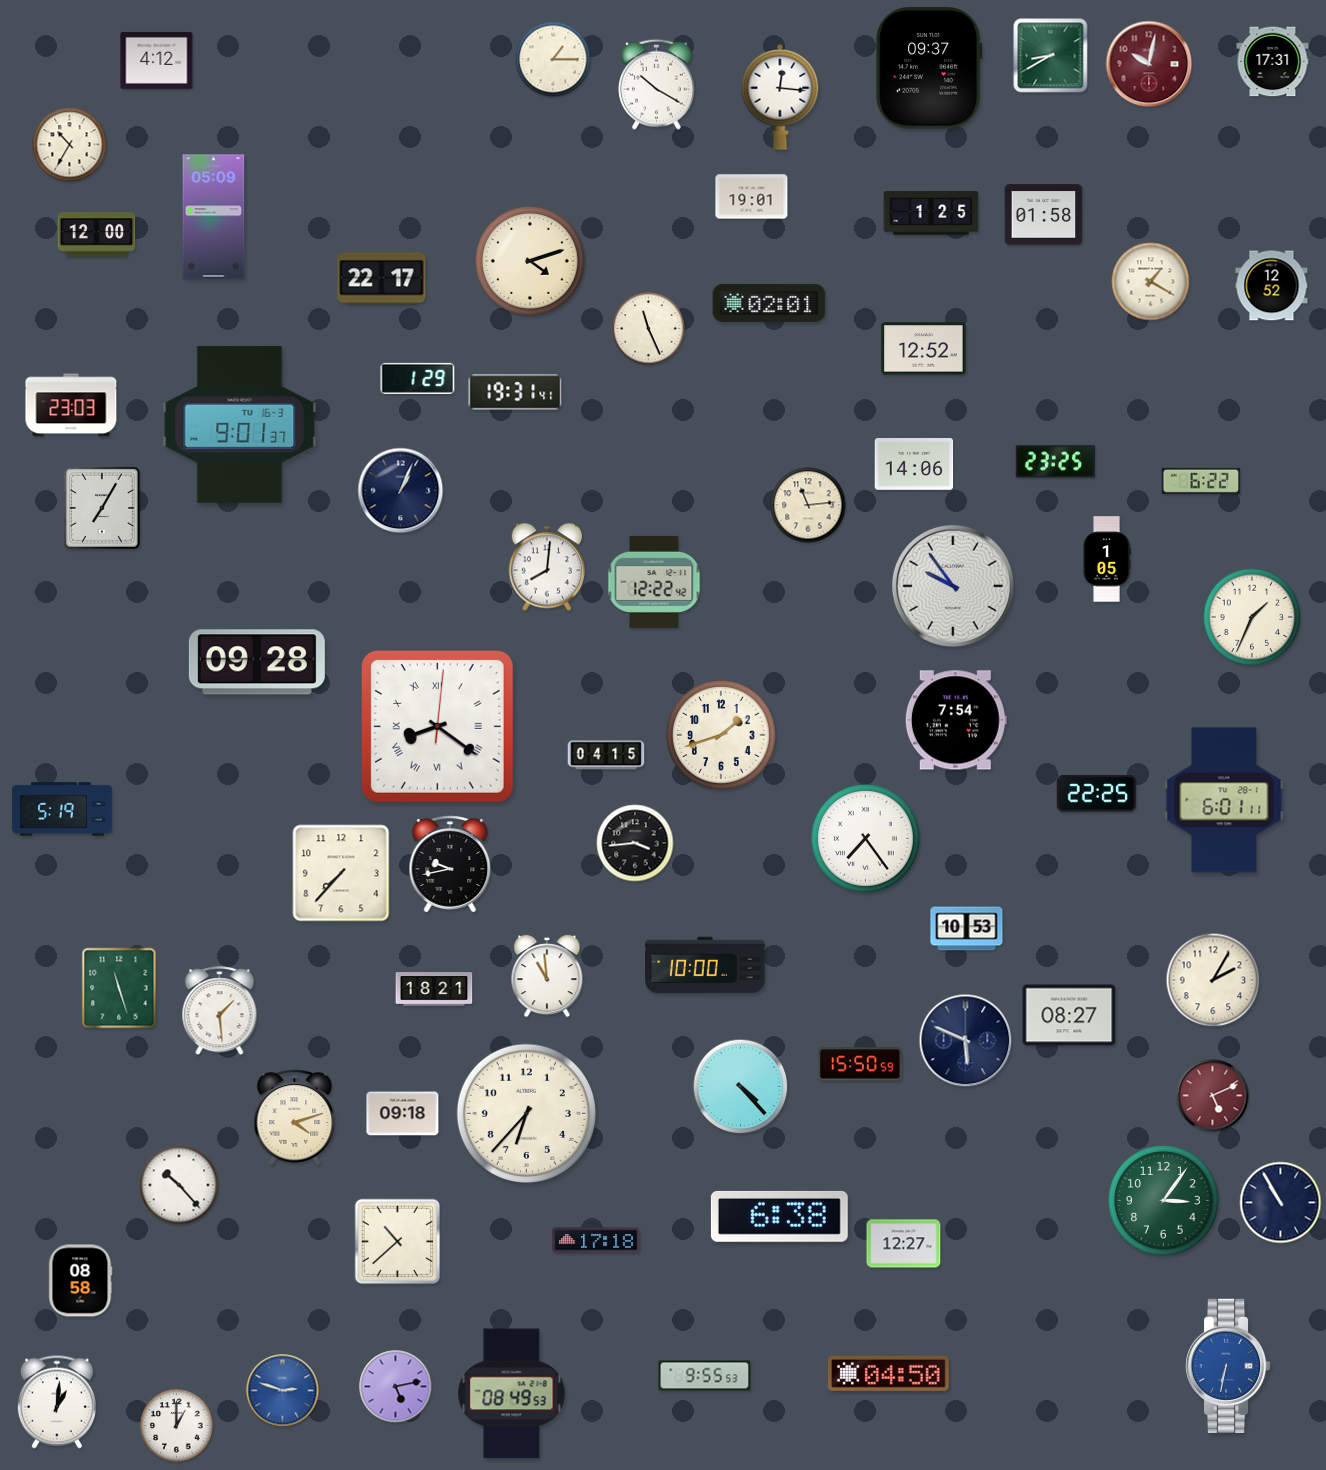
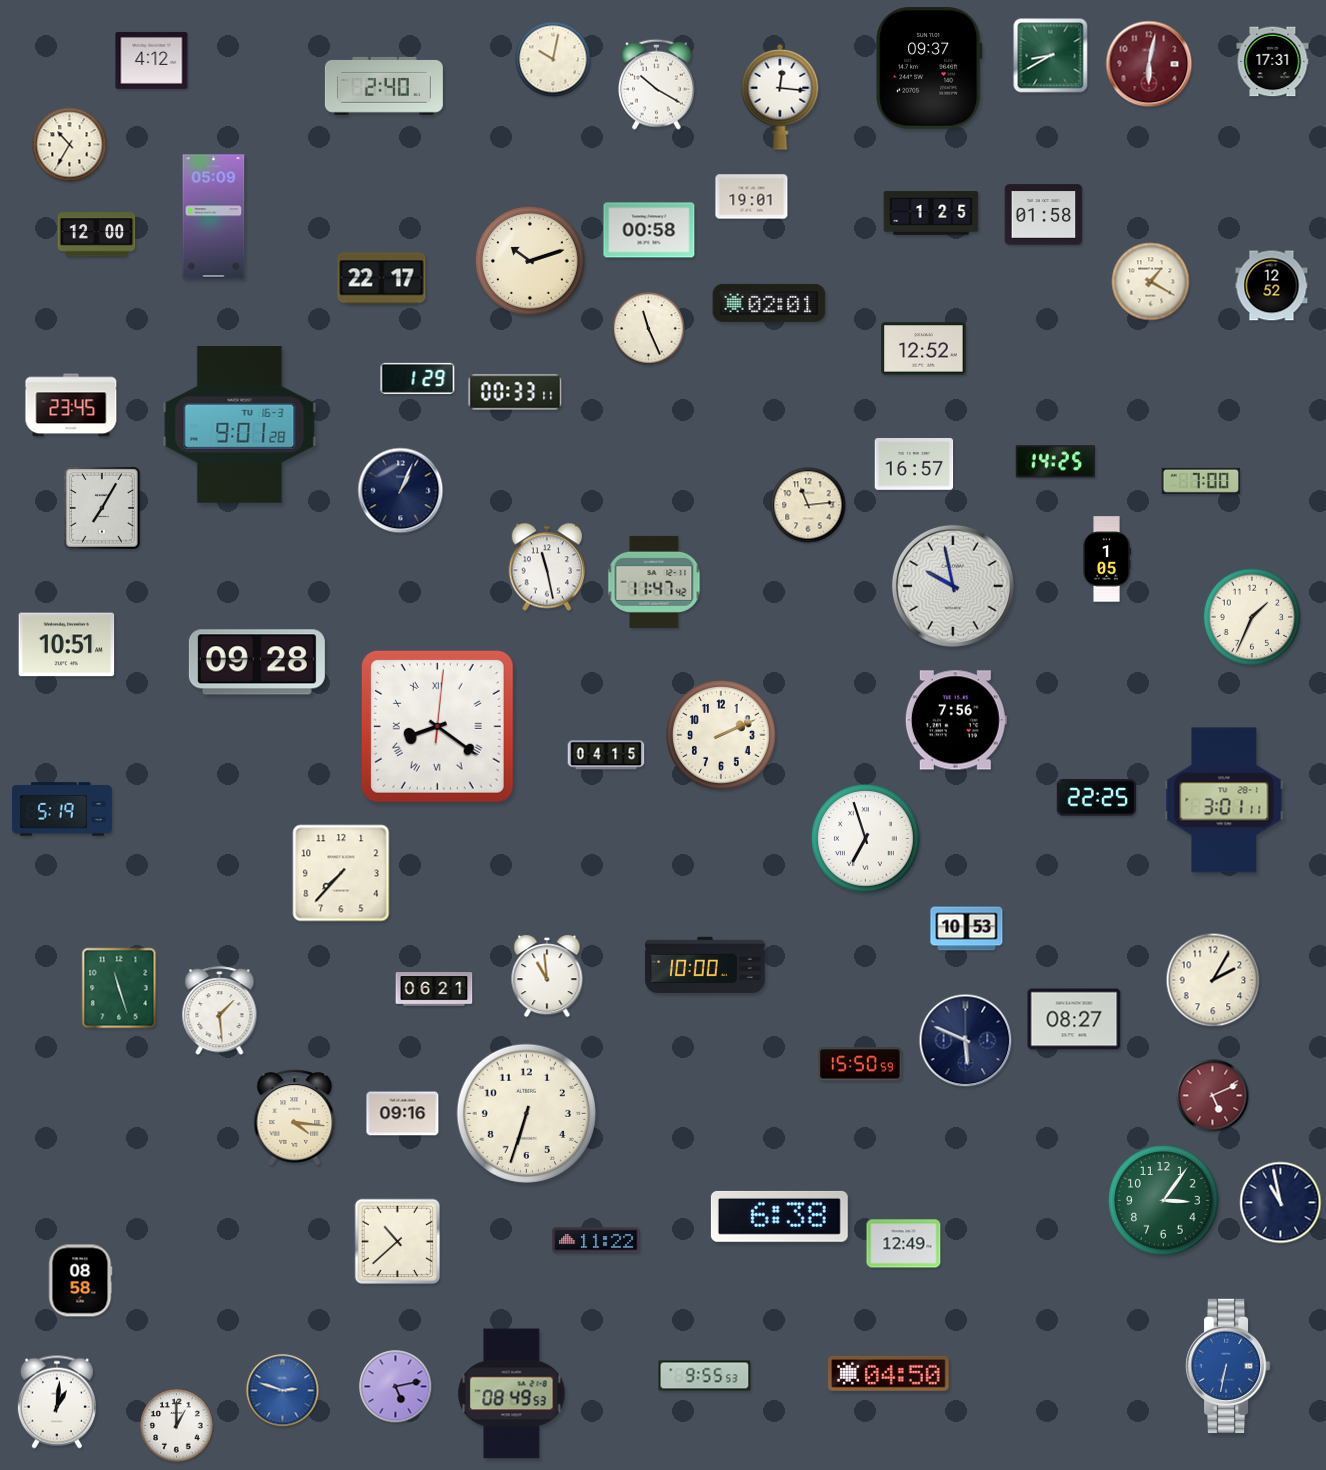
clock at (553, 59): 1:15 -> 10:02
clock at (157, 60) position: (157, 60) -> (152, 60)
clock at (1149, 64): 10:02 -> 6:02
clock at (384, 86): none -> 2:40
clock at (649, 230): none -> 00:58
clock at (530, 261): 4:12 -> 10:12
clock at (515, 392): 19:31 -> 00:33
clock at (71, 405): 23:03 -> 23:45
clock at (240, 425): 9:01:37 -> 9:01:28
clock at (1055, 462): 23:25 -> 14:25
clock at (914, 464): 14:06 -> 16:57
clock at (1201, 481): 6:22 -> 7:00
clock at (546, 567): 8:01 -> 11:28
clock at (654, 582): 12:22 -> 11:47
clock at (953, 586): 9:54 -> 9:58
clock at (67, 645): none -> 10:51
clock at (956, 720): 7:54 -> 7:56
clock at (721, 735): 1:42 -> 2:11
clock at (1096, 794) position: (1096, 794) -> (1096, 798)
clock at (1224, 800): 6:01 -> 3:01
clock at (866, 839): 7:24 -> 6:57
clock at (635, 843): 3:44 -> none
clock at (450, 864): 9:43 -> none
clock at (434, 989): 18:21 -> 06:21
clock at (1069, 1015) position: (1069, 1015) -> (1074, 1019)
clock at (741, 1087): 4:23 -> none
clock at (526, 1113): 6:37 -> 6:33
clock at (403, 1114): 09:18 -> 09:16
clock at (295, 1118): 4:12 -> 4:16
clock at (179, 1185): 10:23 -> none
clock at (1281, 1203): 10:55 -> 10:58
clock at (596, 1240): 17:18 -> 11:22
clock at (904, 1244): 12:27 -> 12:49
